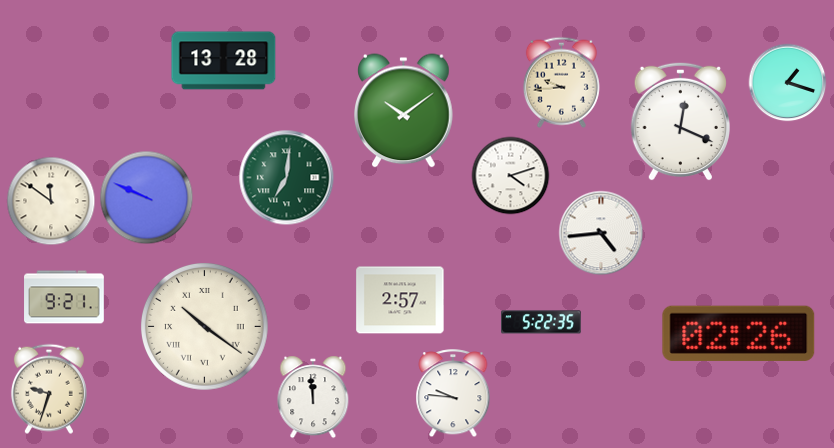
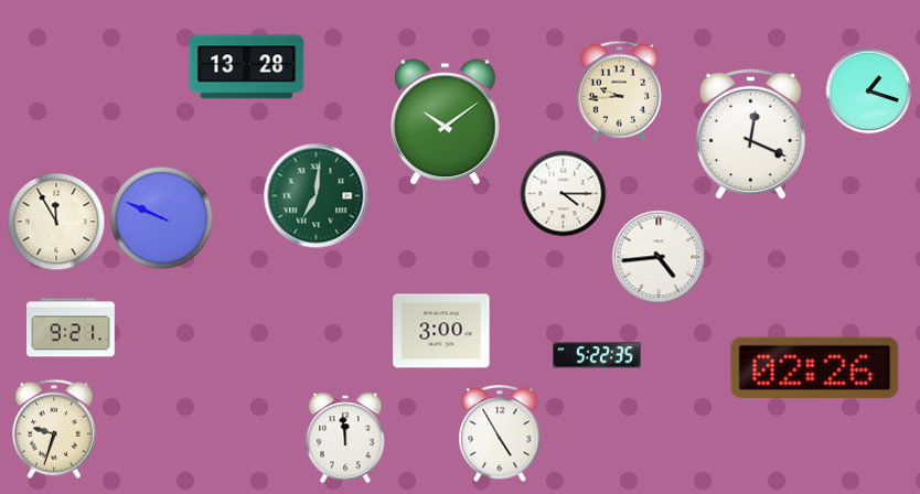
clock at (510, 175): 4:12 -> 4:15
clock at (51, 201): 11:51 -> 11:55
clock at (601, 233) position: (601, 233) -> (659, 257)
clock at (400, 300): 2:57 -> 3:00
clock at (204, 326): 10:21 -> none
clock at (453, 393): 9:46 -> 4:55
